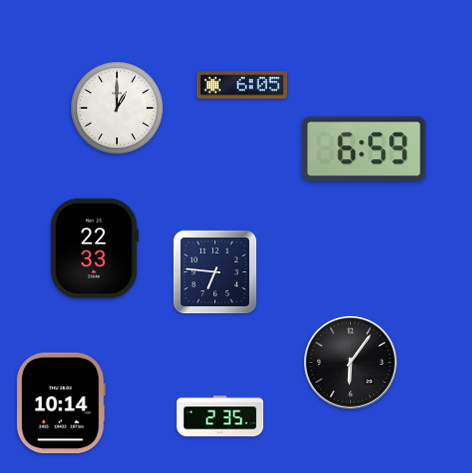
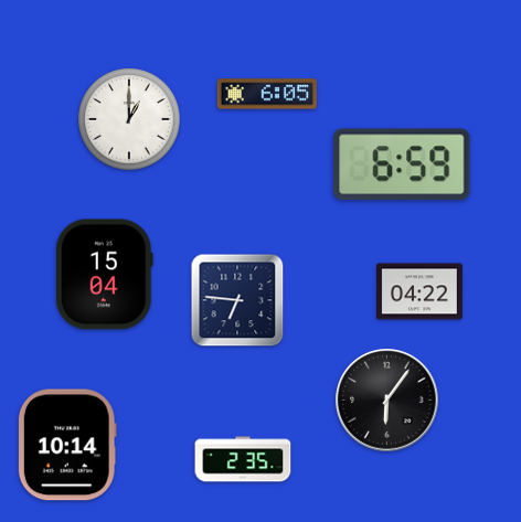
clock at (94, 249): 22:33 -> 15:04
clock at (419, 291): none -> 04:22
